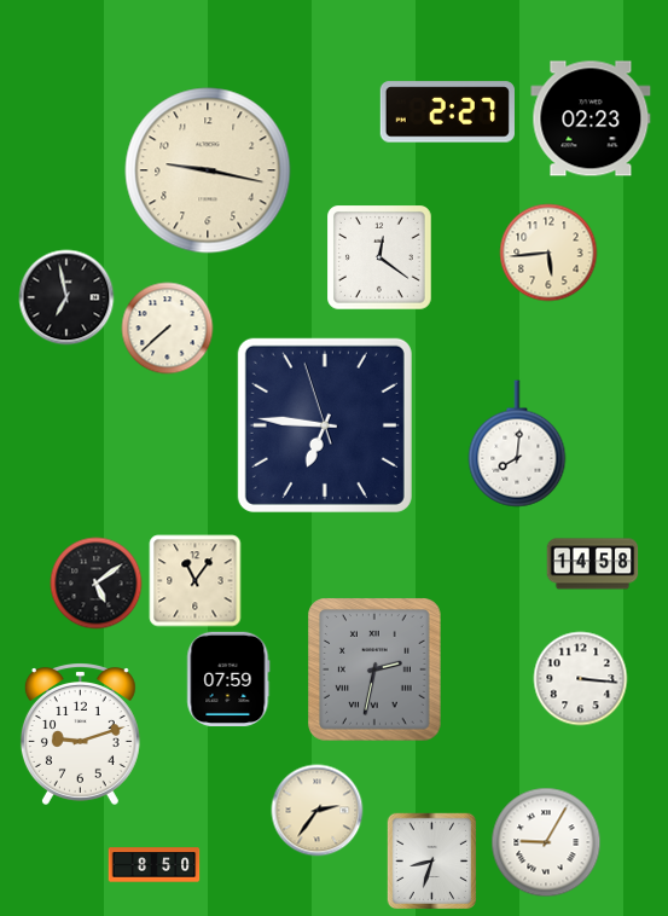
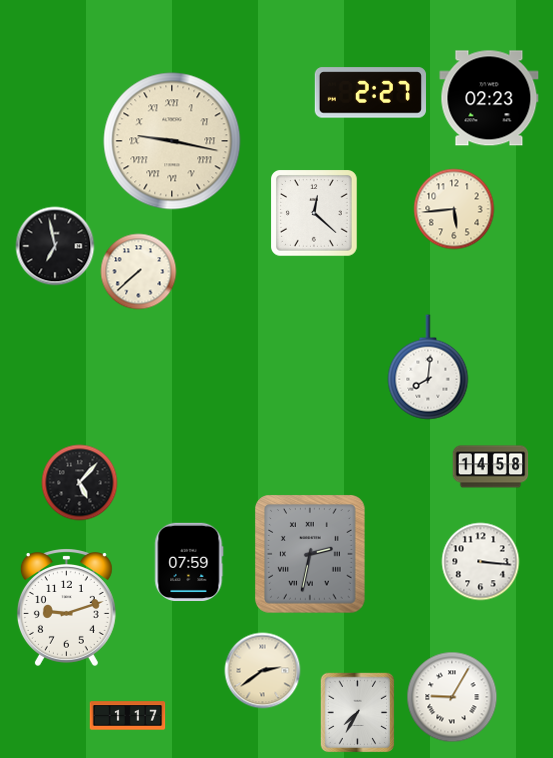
clock at (208, 170) numerals: Arabic -> Roman
clock at (381, 259): 12:21 -> 12:22
clock at (325, 425): 6:45 -> none
clock at (196, 581): 11:06 -> none
clock at (97, 584): 5:09 -> 5:07
clock at (318, 811): 2:36 -> 2:39
clock at (432, 862): 8:33 -> 7:35
clock at (155, 865): 8:50 -> 1:17
